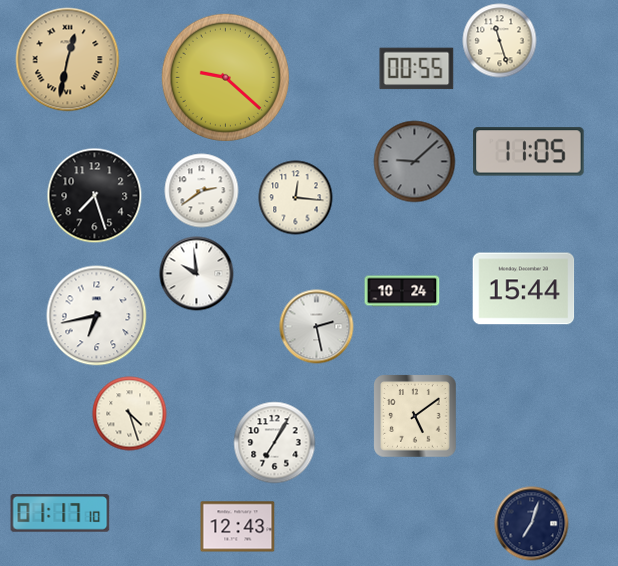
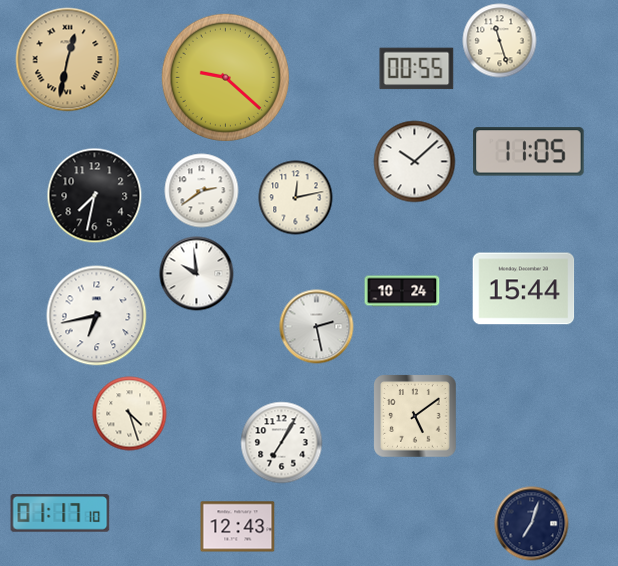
clock at (415, 162): 9:08 -> 10:08
clock at (415, 162) dial: grey -> white
clock at (95, 196): 7:27 -> 7:32
clock at (296, 198): 12:16 -> 12:13
clock at (275, 443) position: (275, 443) -> (282, 443)
